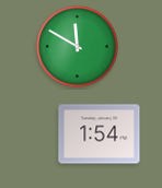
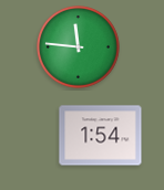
clock at (78, 47): 11:50 -> 11:46
